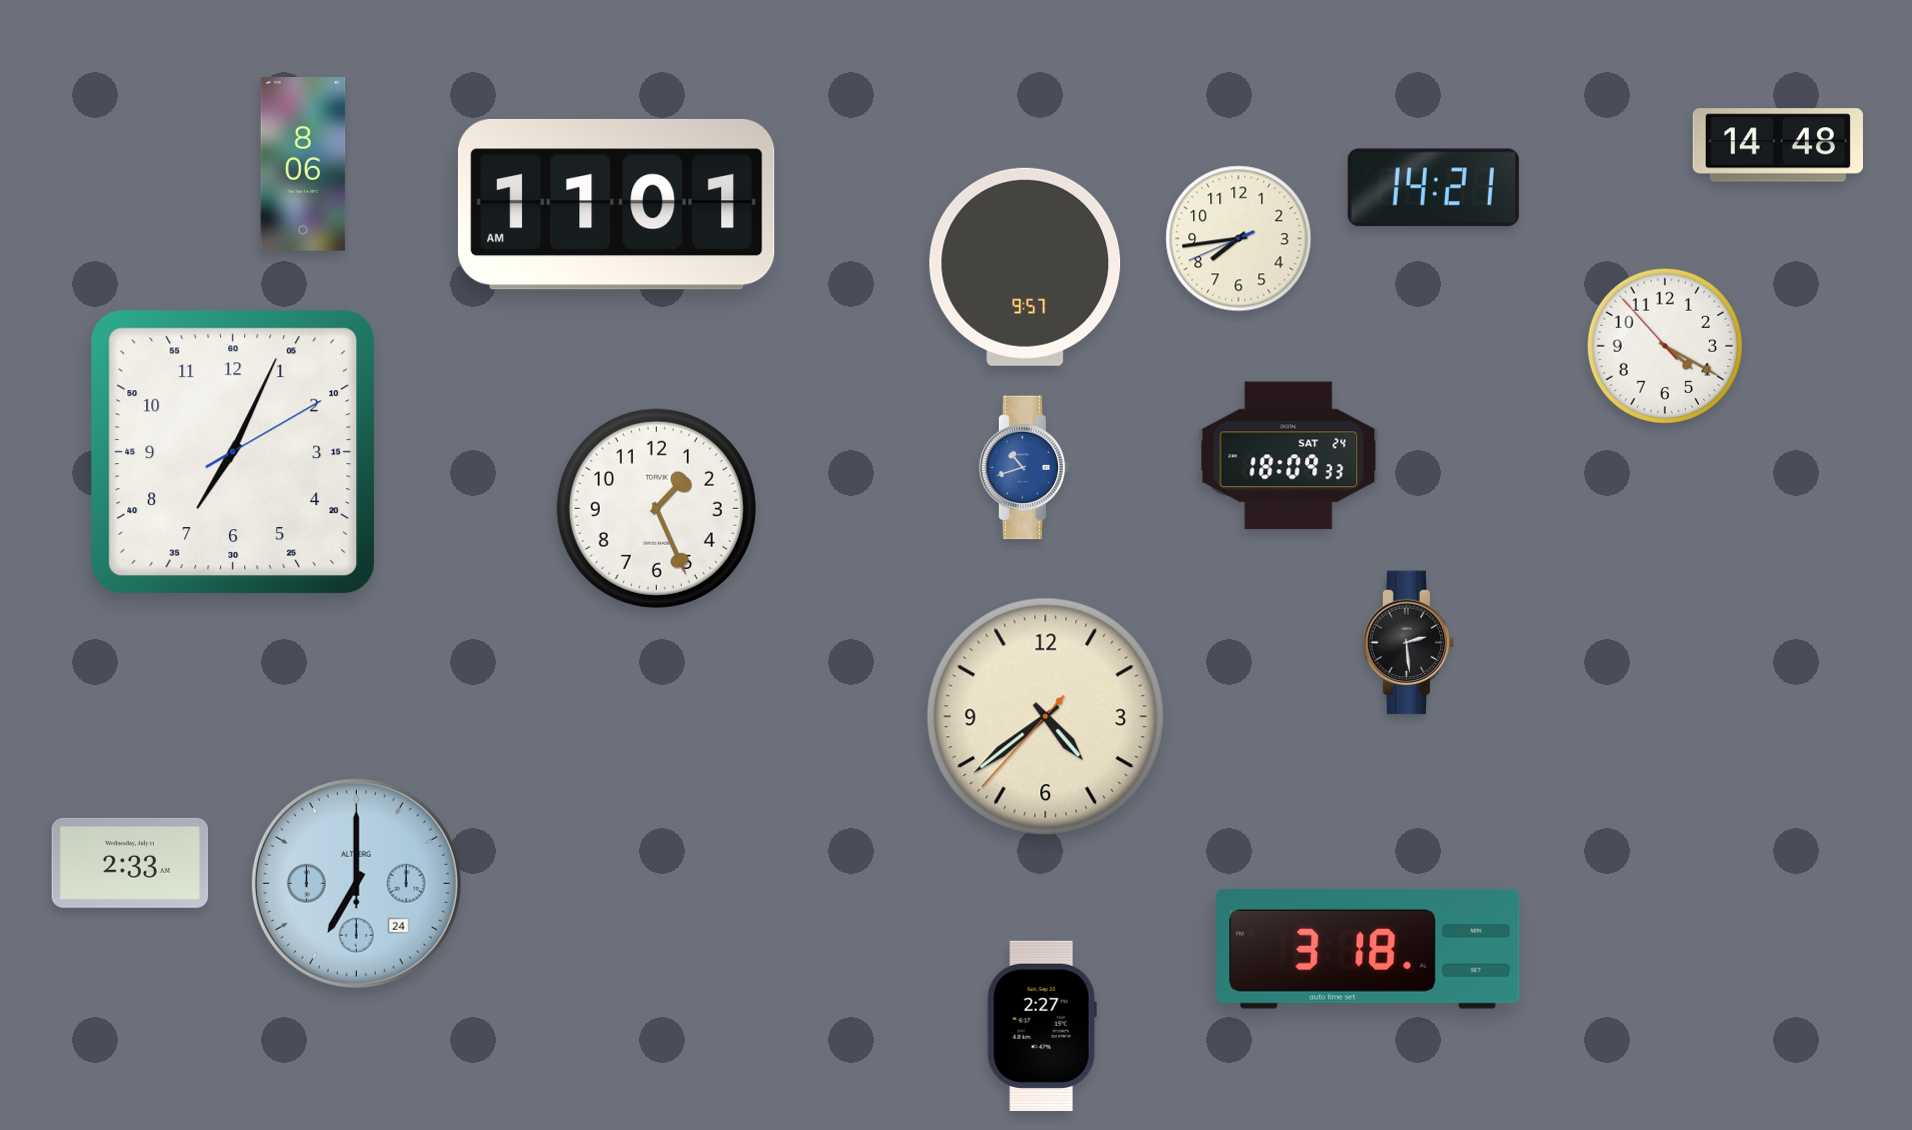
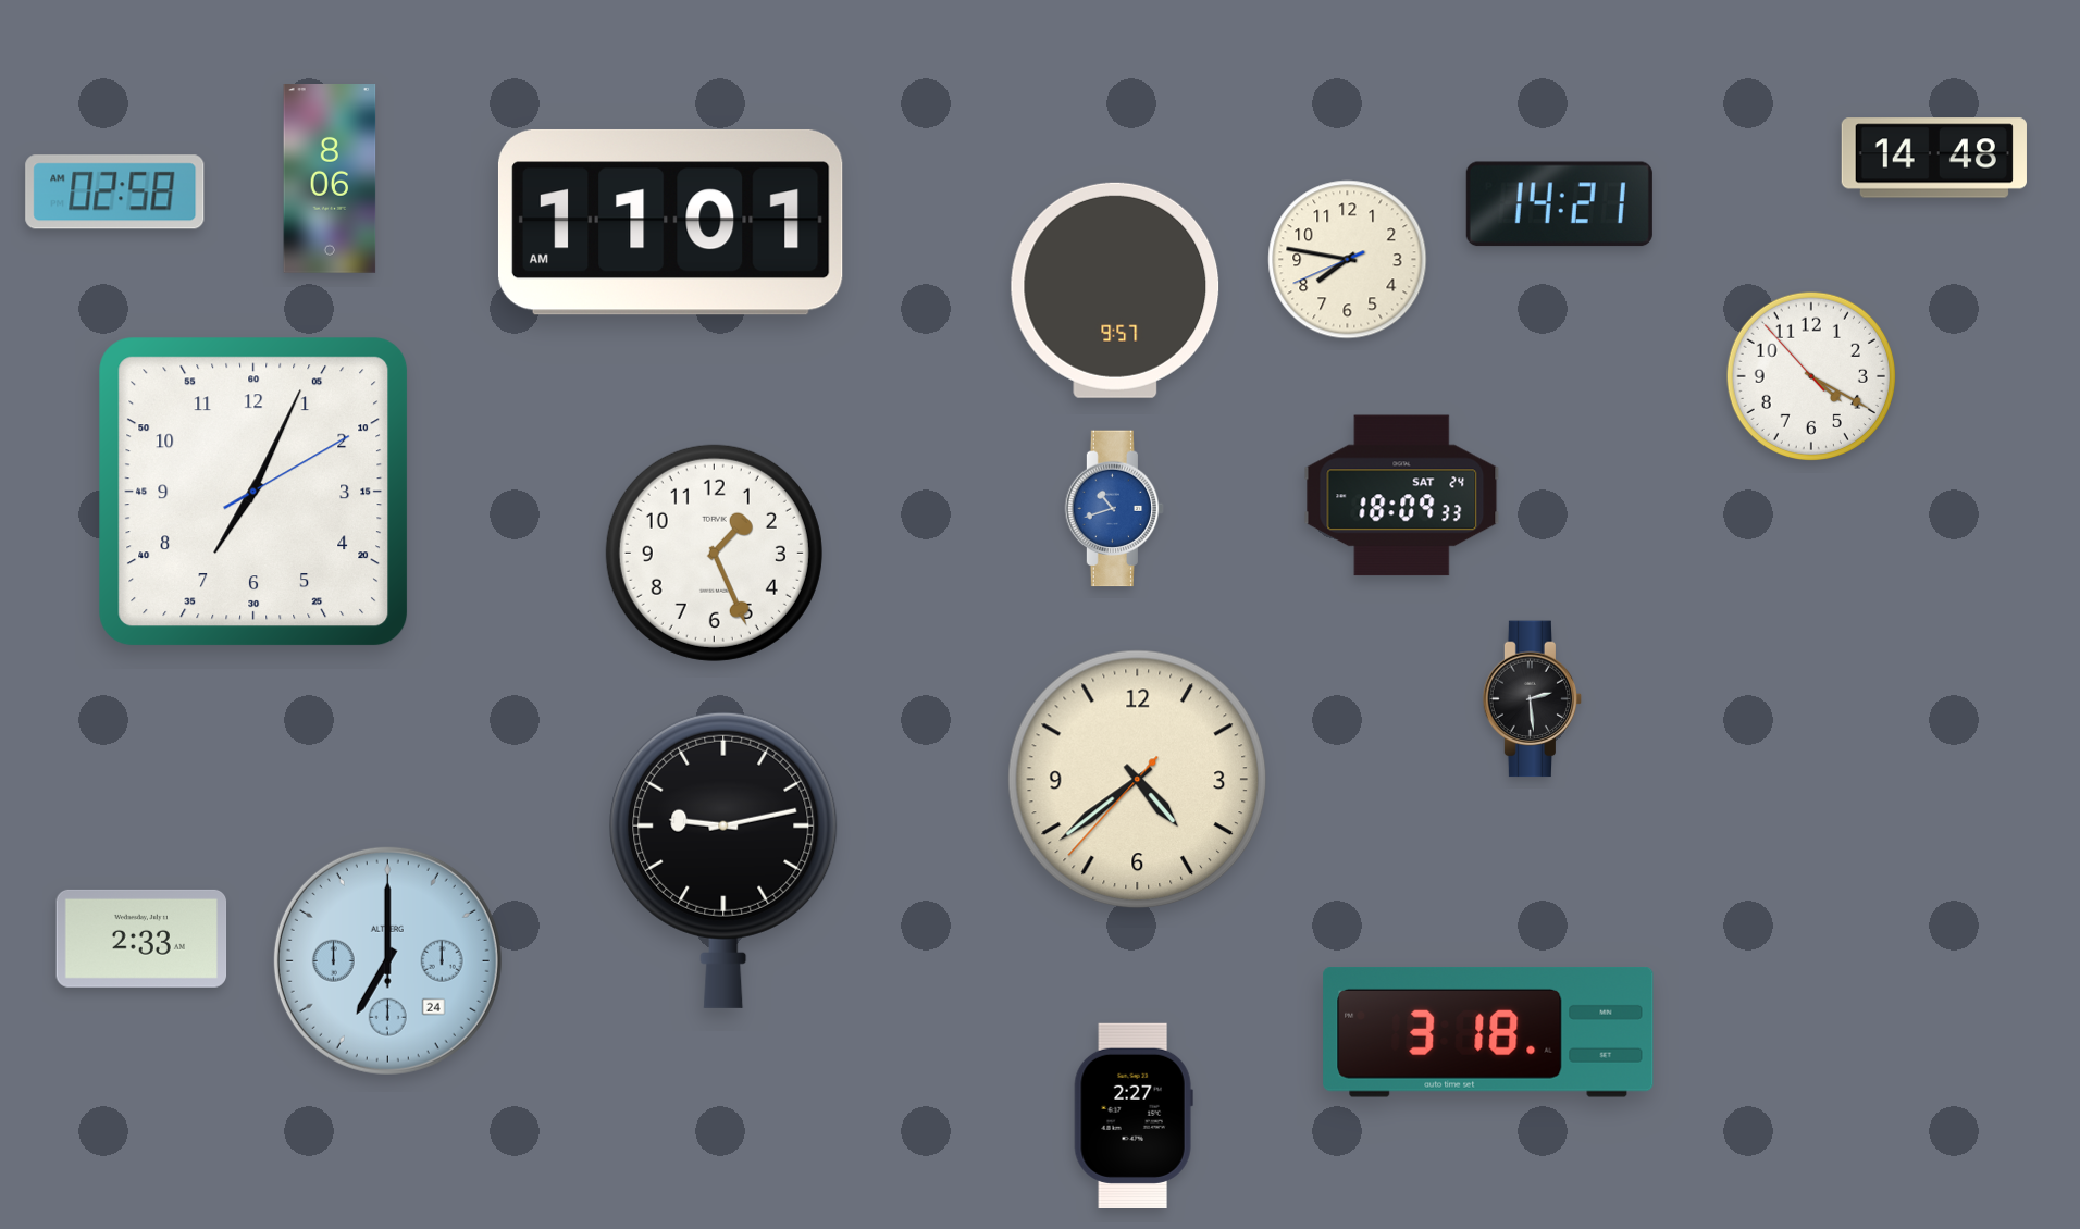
clock at (115, 193): none -> 02:58
clock at (1239, 239): 7:43 -> 7:46
clock at (723, 859): none -> 9:13
